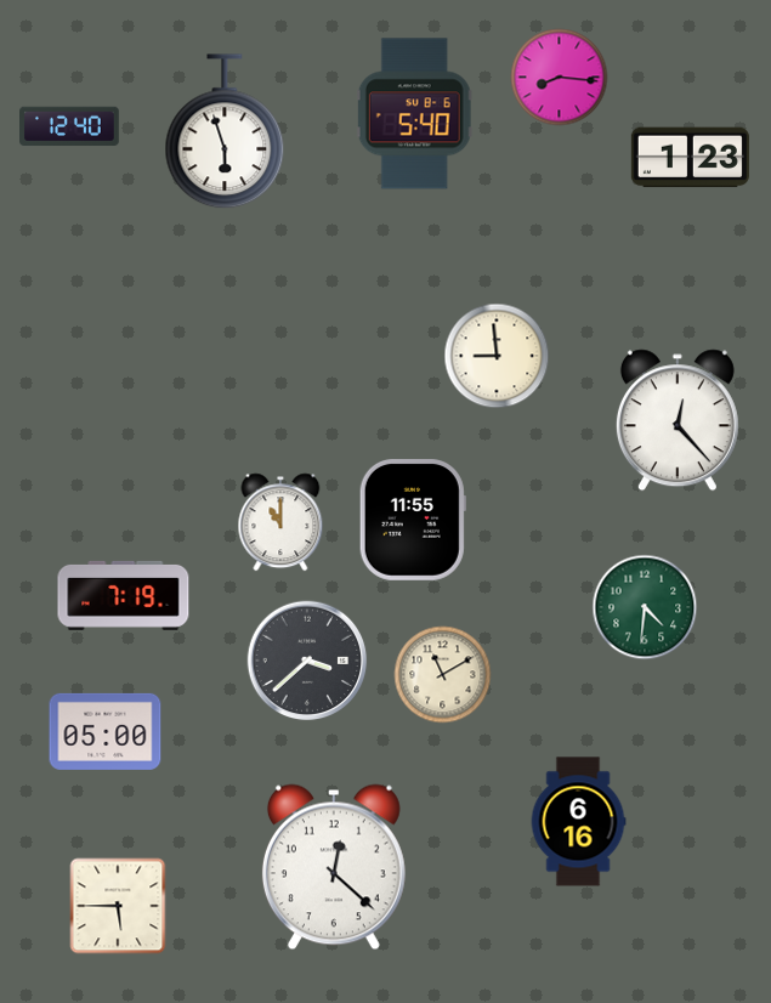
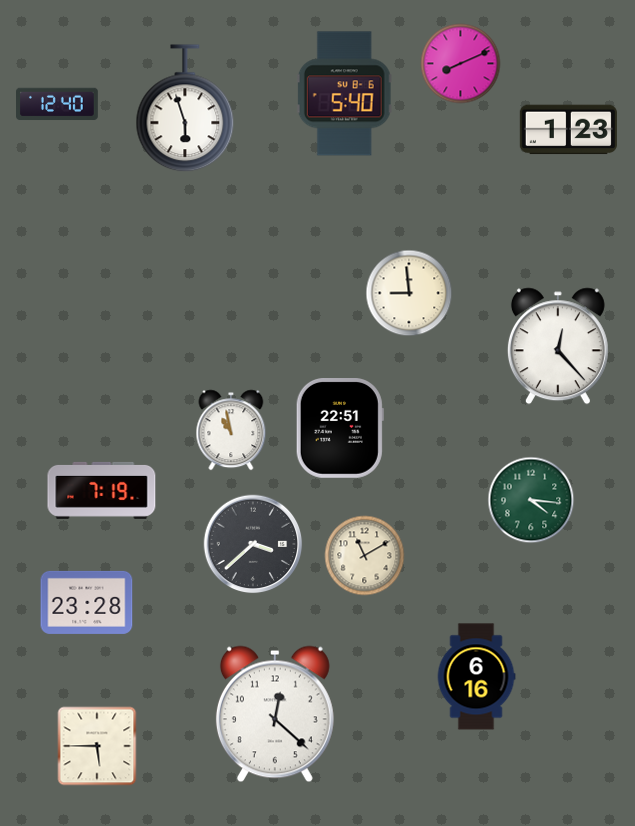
clock at (560, 78): 8:16 -> 8:11
clock at (414, 114) position: (414, 114) -> (344, 94)
clock at (413, 521): 11:55 -> 22:51
clock at (280, 522): 11:00 -> 10:58
clock at (645, 607): 4:31 -> 4:16
clock at (106, 731): 05:00 -> 23:28
